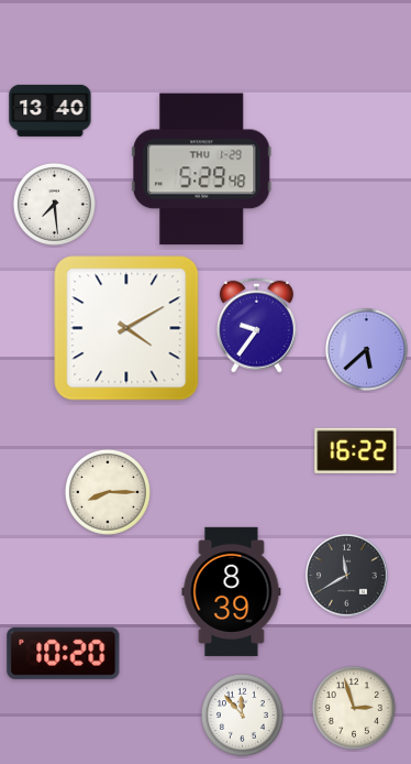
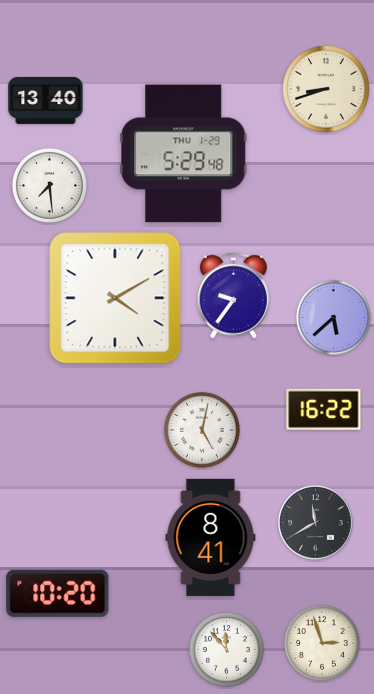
clock at (327, 90): none -> 8:42
clock at (202, 430): none -> 5:02
clock at (108, 492): 8:15 -> none
clock at (232, 591): 8:39 -> 8:41
clock at (242, 714) position: (242, 714) -> (226, 649)
